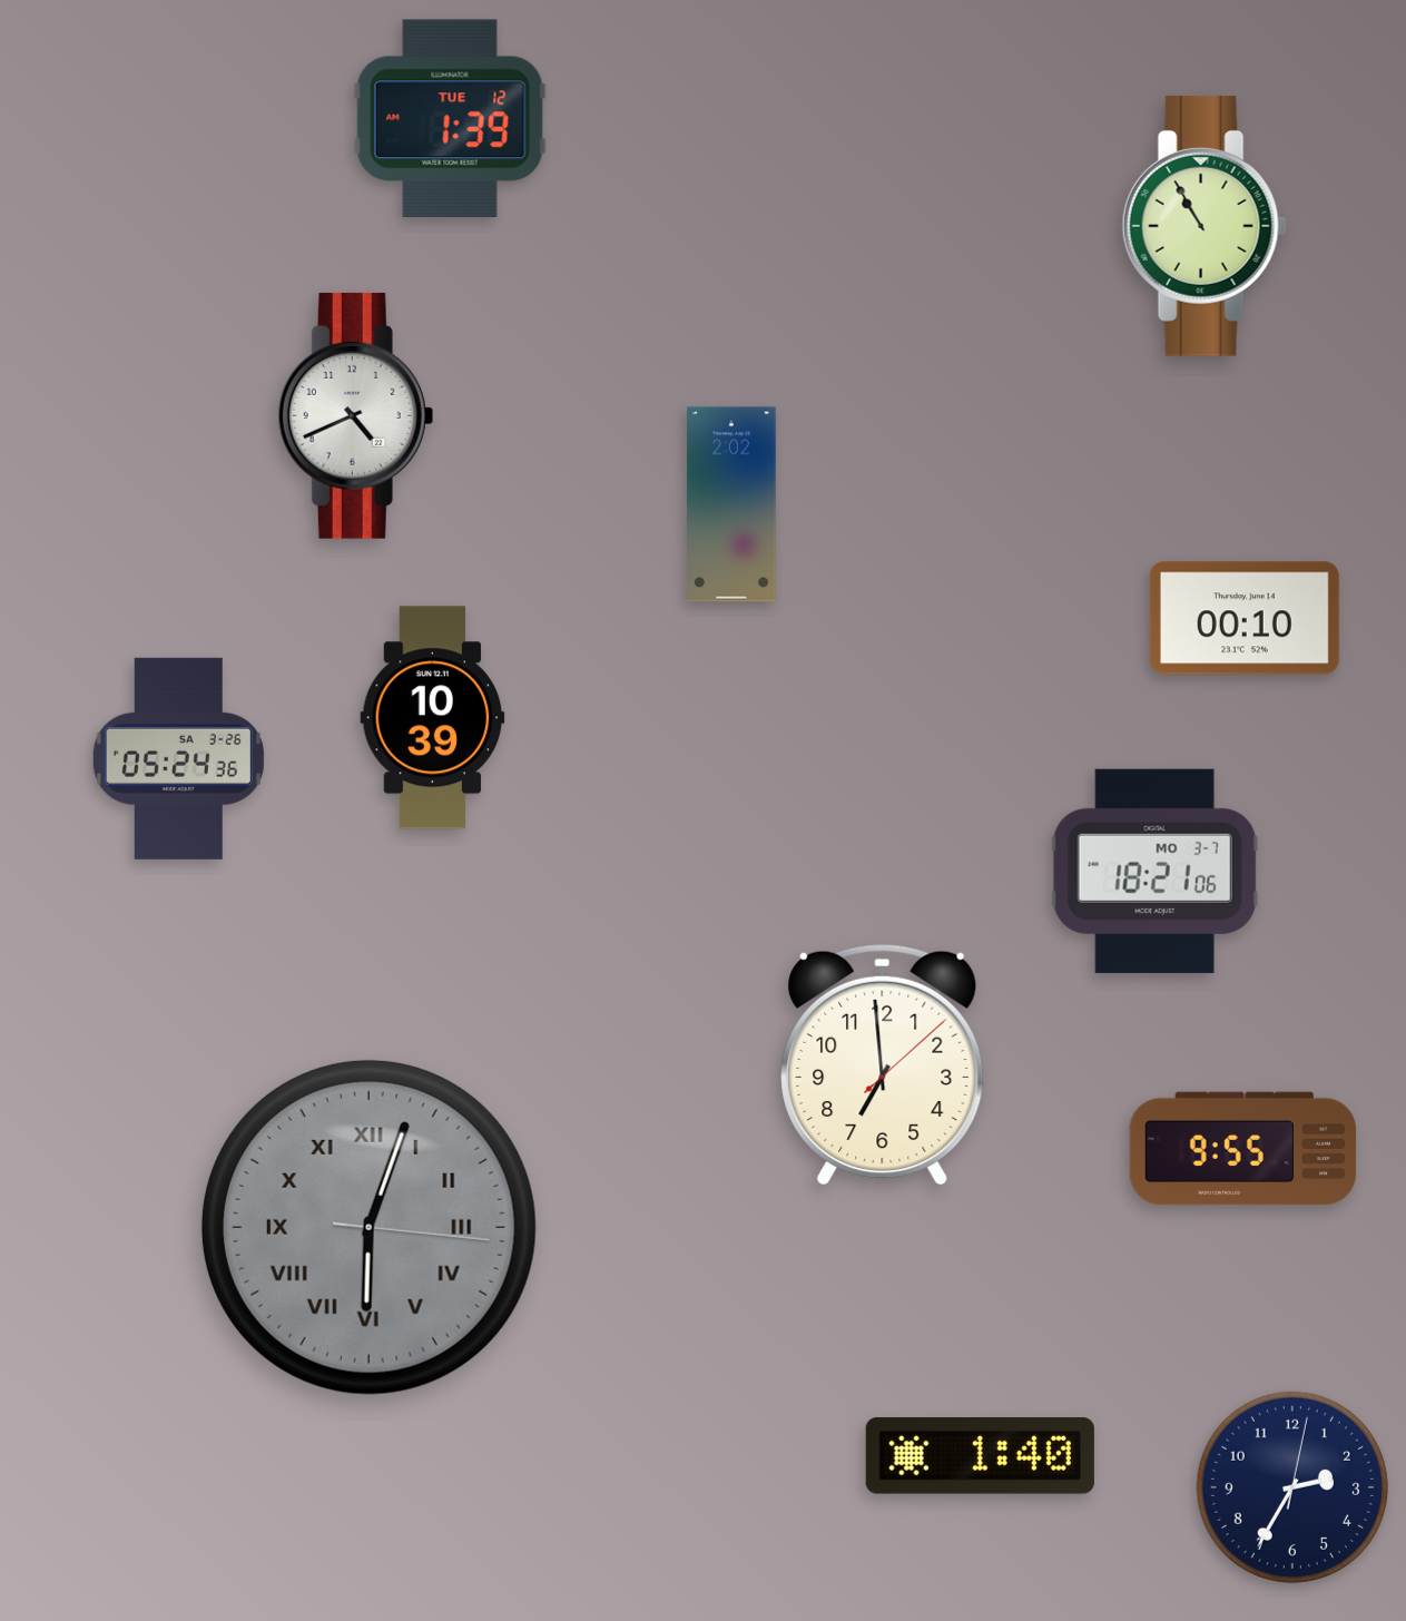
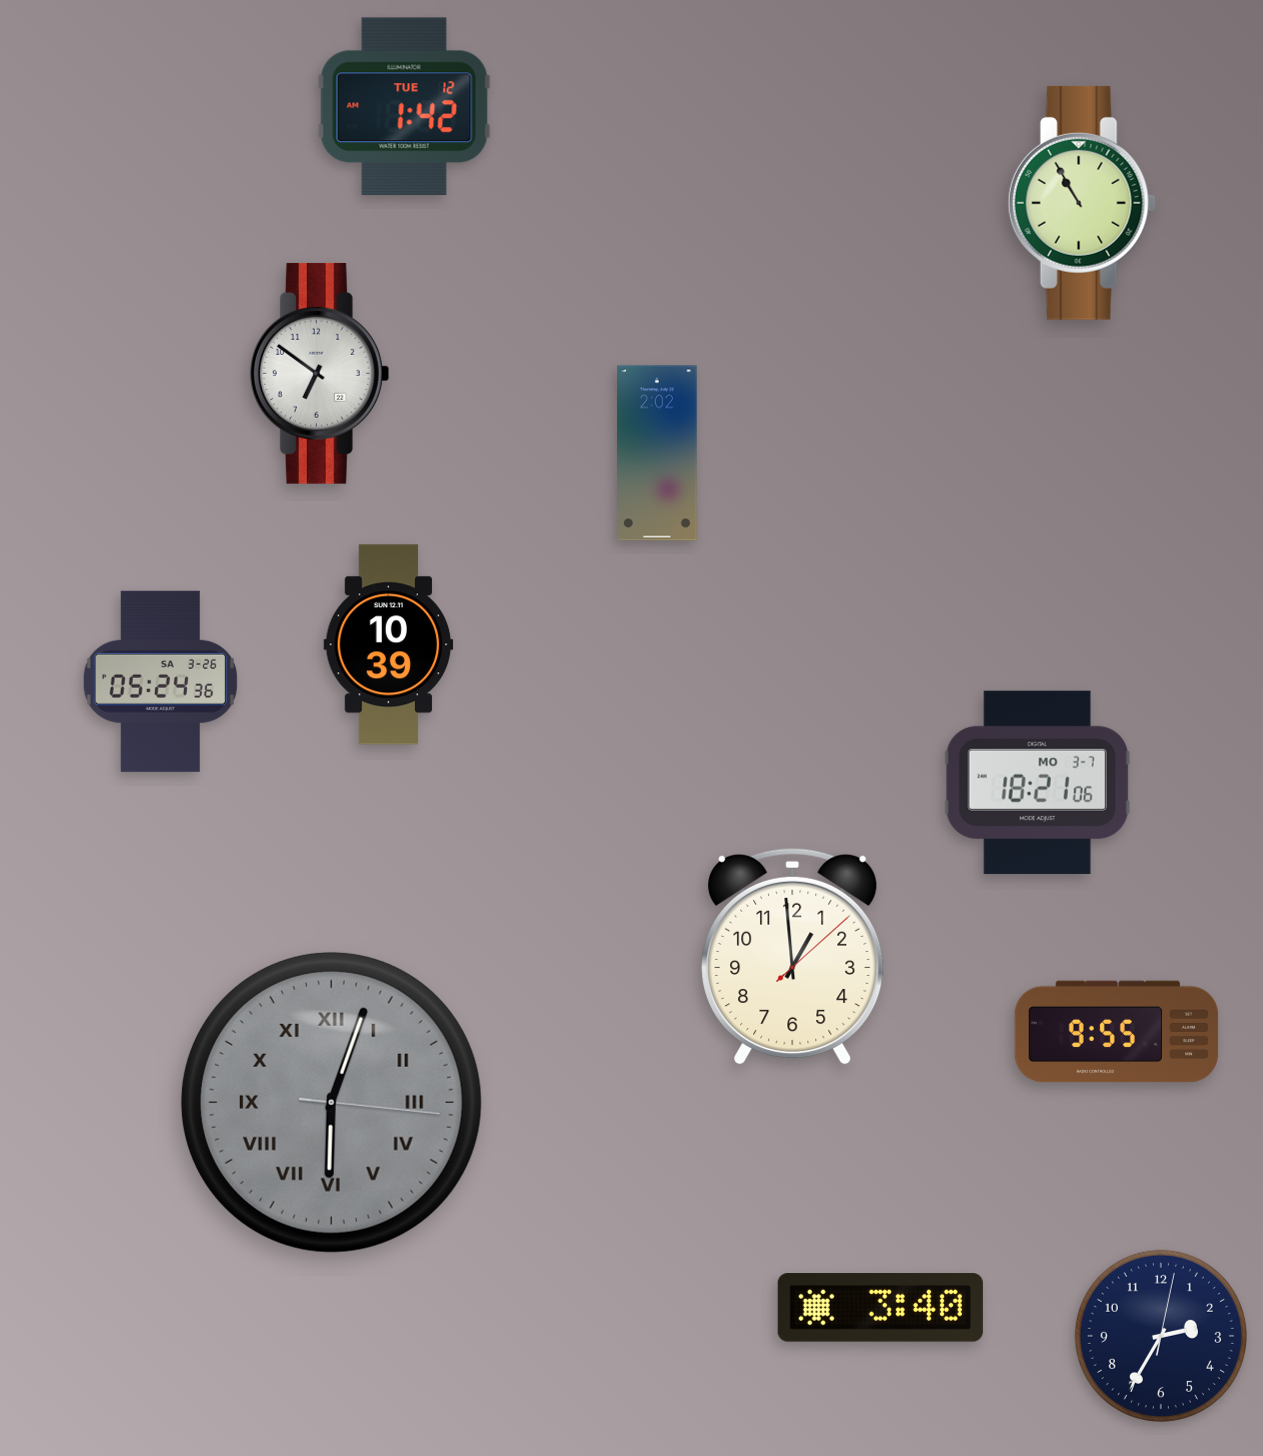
clock at (450, 118): 1:39 -> 1:42
clock at (356, 415): 4:41 -> 6:51
clock at (1245, 618): 00:10 -> none
clock at (883, 1064): 6:59 -> 12:59
clock at (980, 1456): 1:40 -> 3:40
